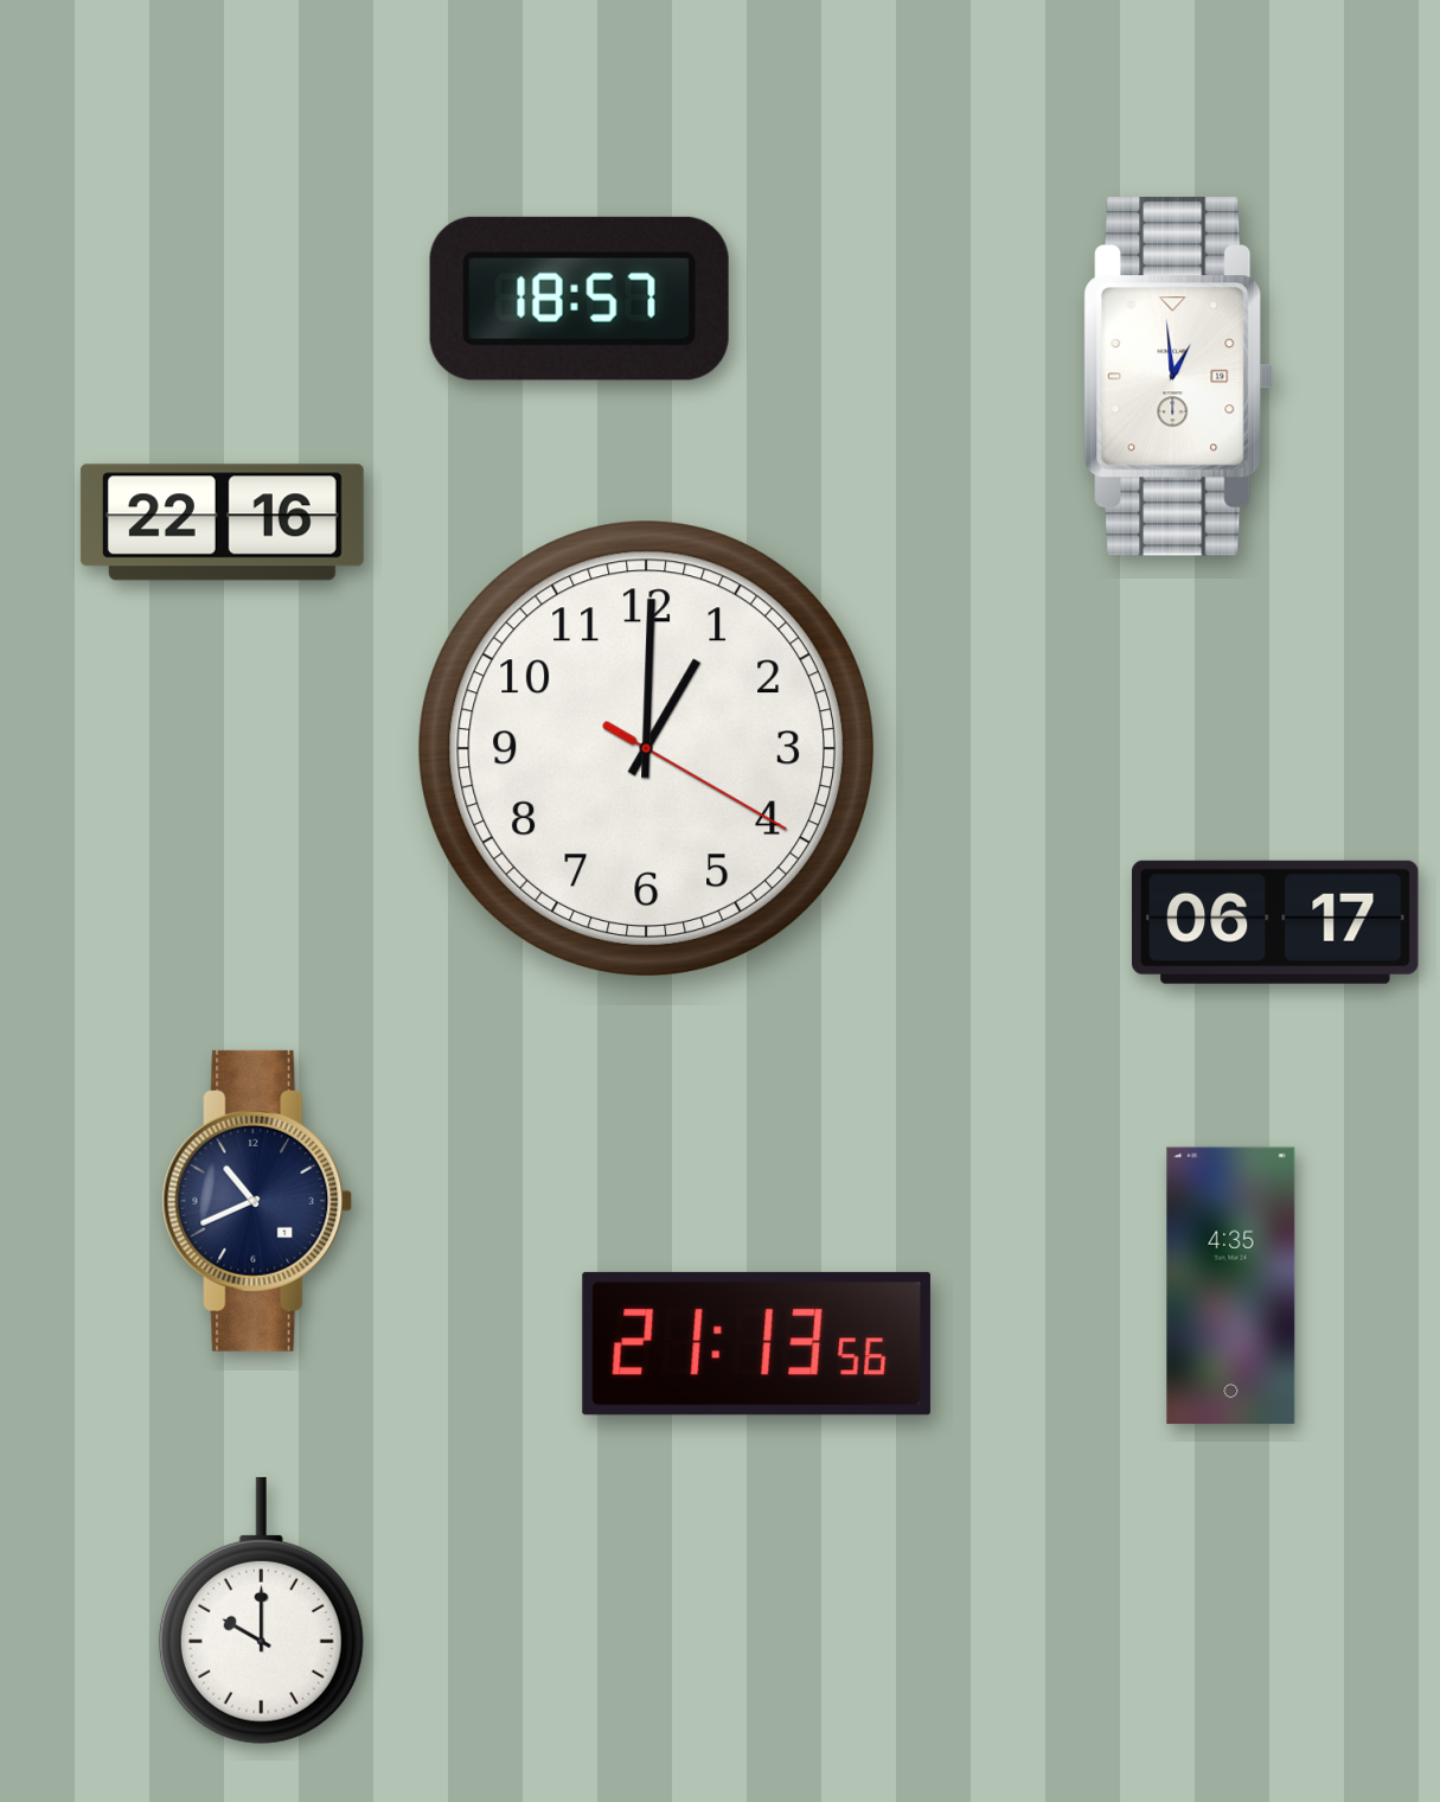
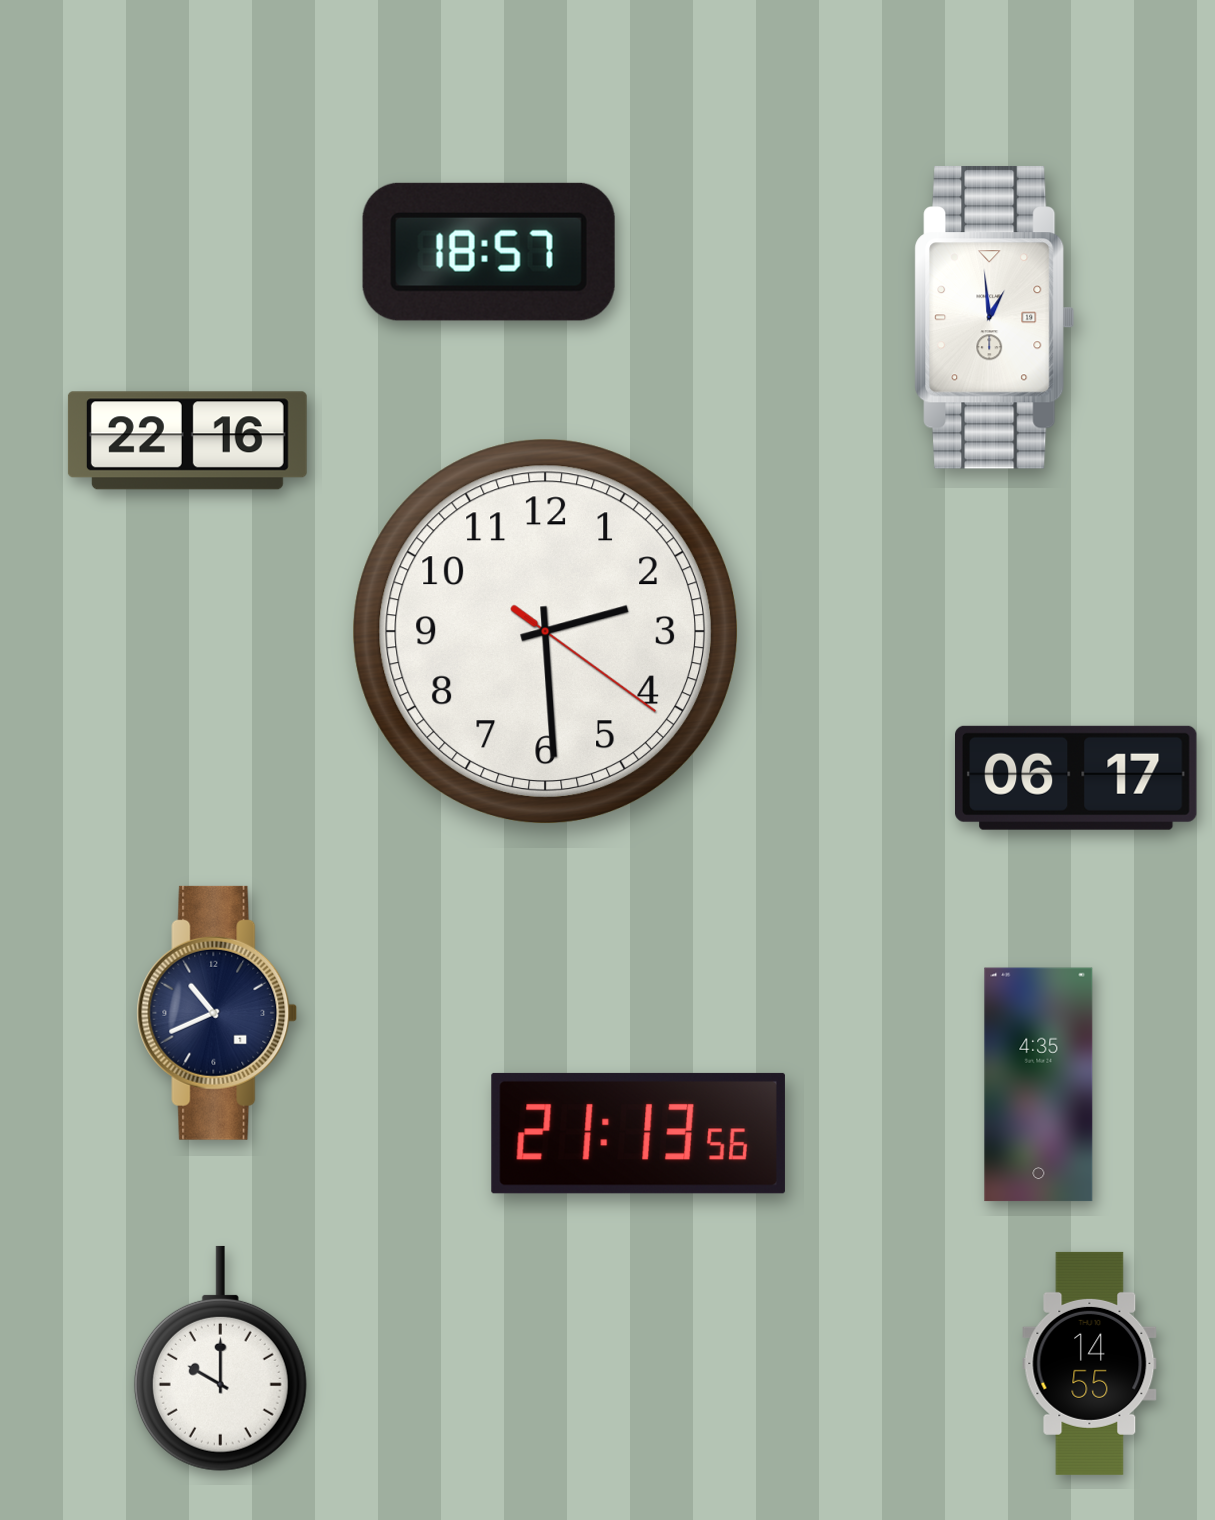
clock at (646, 748): 1:00 -> 2:29
clock at (1090, 1363): none -> 14:55
